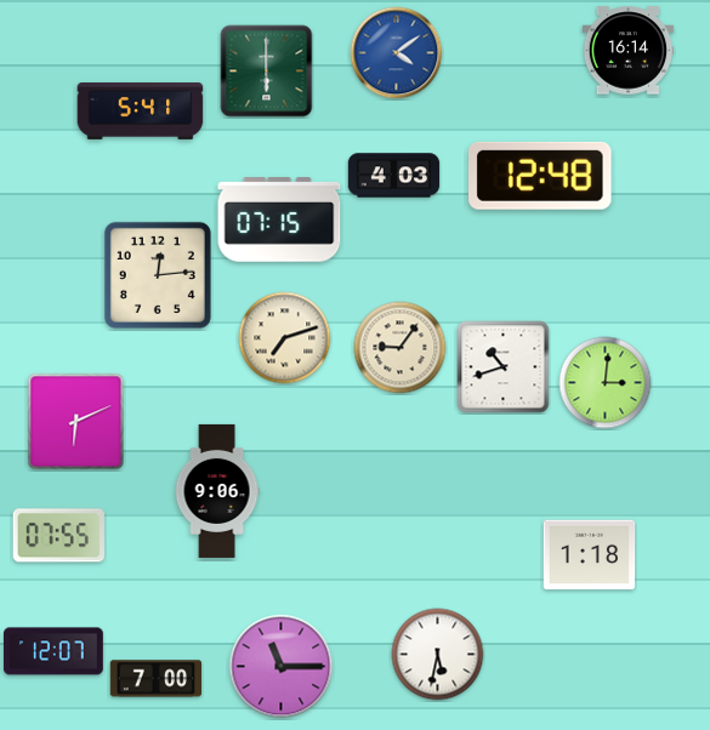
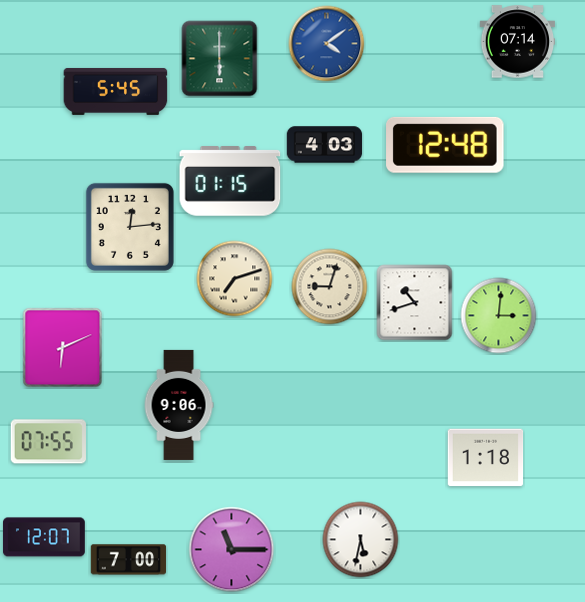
clock at (629, 51): 16:14 -> 07:14
clock at (141, 110): 5:41 -> 5:45
clock at (279, 219): 07:15 -> 01:15
clock at (401, 348): 9:06 -> 9:03
